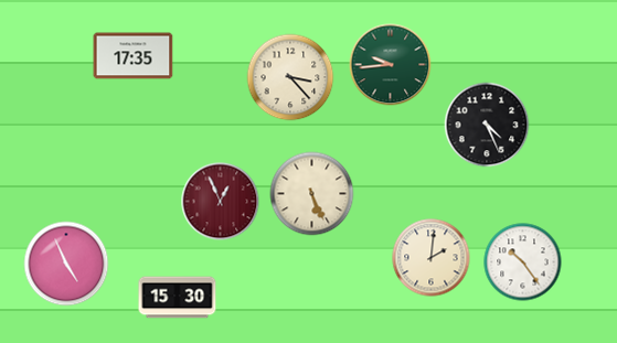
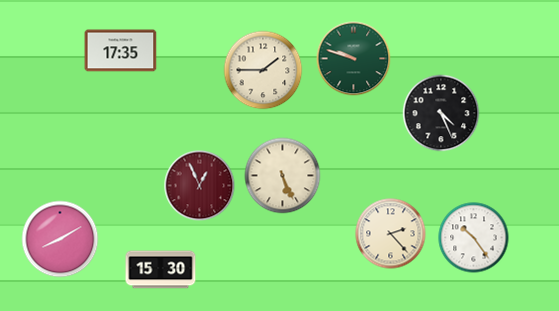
clock at (391, 65): 9:44 -> 9:48
clock at (290, 77): 3:23 -> 1:45
clock at (221, 202) position: (221, 202) -> (200, 186)
clock at (432, 258): 2:01 -> 2:23
clock at (66, 264): 4:56 -> 8:10
